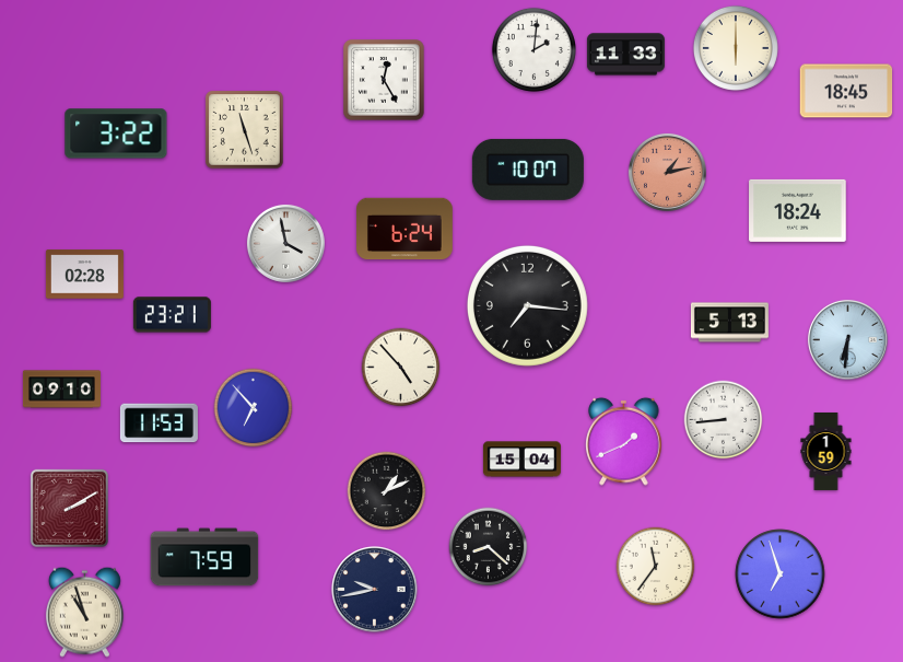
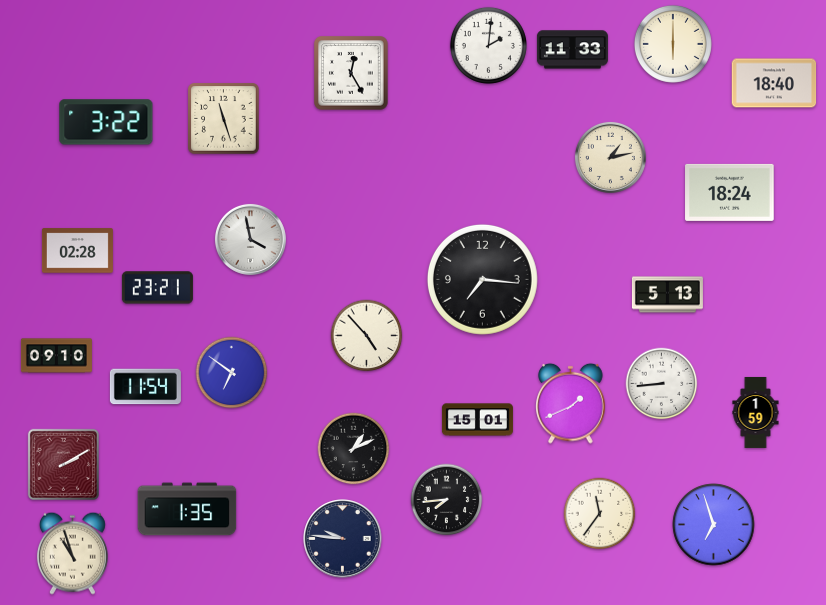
clock at (846, 91): 18:45 -> 18:40
clock at (528, 170): 10:07 -> none
clock at (667, 172) dial: salmon -> cream
clock at (406, 229): 6:24 -> none
clock at (285, 243) position: (285, 243) -> (250, 239)
clock at (847, 339): 6:31 -> none
clock at (254, 408): 6:53 -> 6:51
clock at (159, 423): 11:53 -> 11:54
clock at (521, 460): 15:04 -> 15:01
clock at (489, 547): 8:22 -> 7:44
clock at (204, 557): 7:59 -> 1:35
clock at (656, 567) position: (656, 567) -> (600, 514)
clock at (375, 590): 9:43 -> 9:46
clock at (84, 612) position: (84, 612) -> (72, 553)
